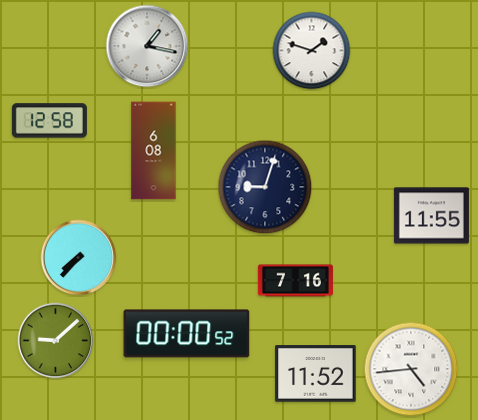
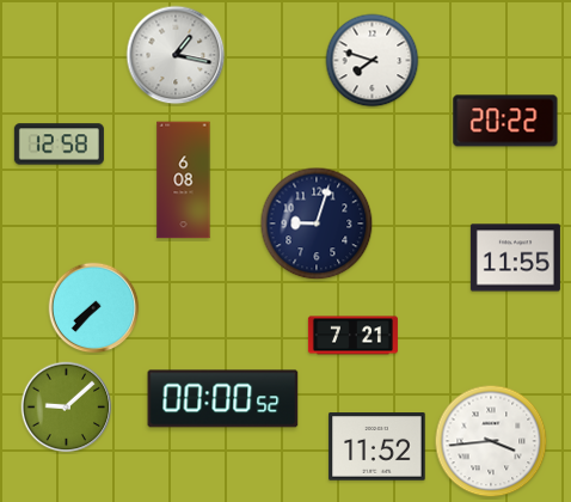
clock at (312, 51): 1:48 -> 7:48
clock at (505, 121): none -> 20:22
clock at (295, 281): 7:16 -> 7:21
clock at (411, 369): 4:44 -> 3:44
